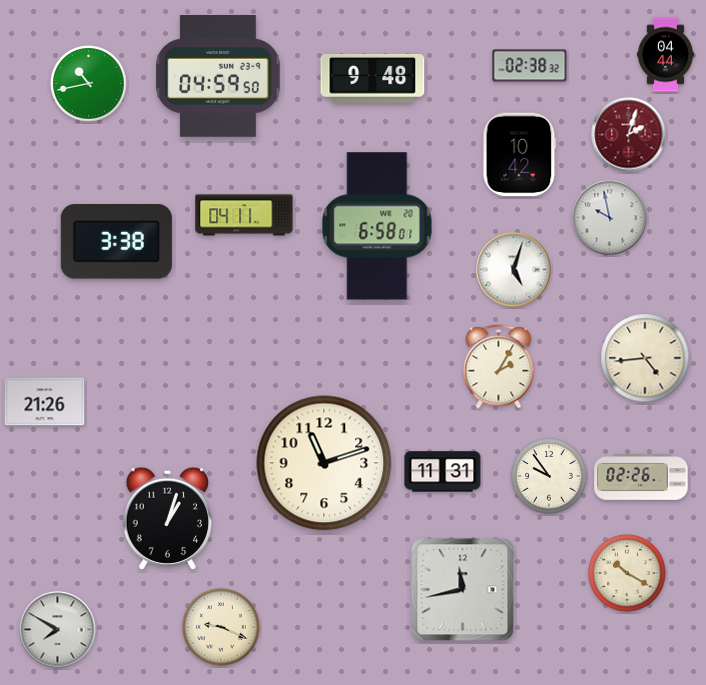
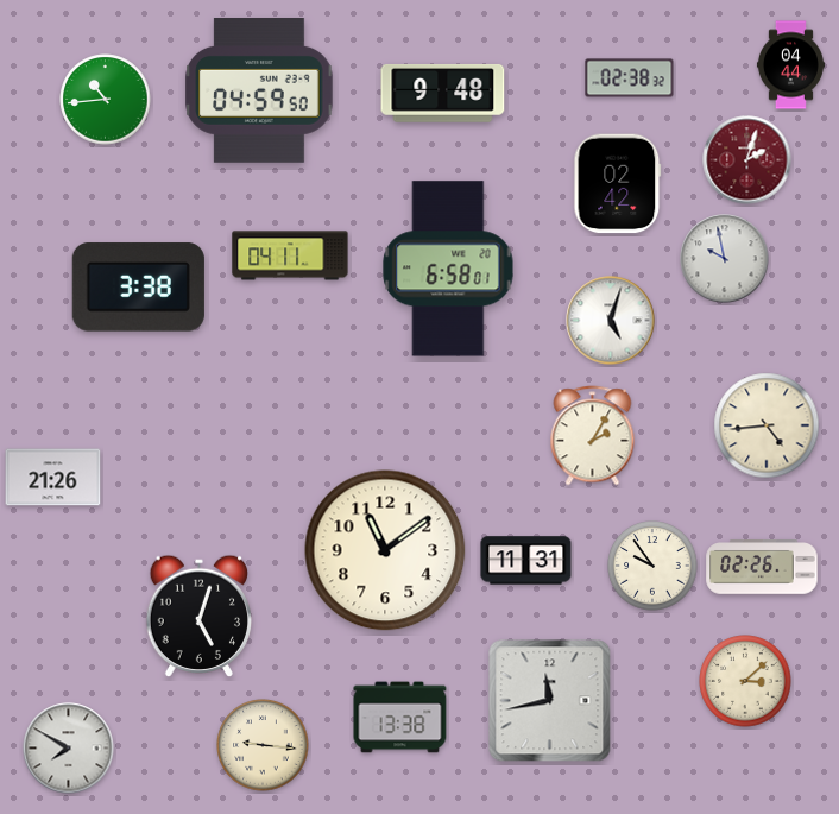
clock at (89, 84): 10:43 -> 10:44
clock at (520, 155): 10:42 -> 02:42
clock at (324, 463): 11:12 -> 11:09
clock at (168, 519): 1:03 -> 5:03
clock at (627, 573): 10:20 -> 3:08
clock at (400, 718): none -> 13:38
clock at (221, 627): 9:19 -> 9:16
